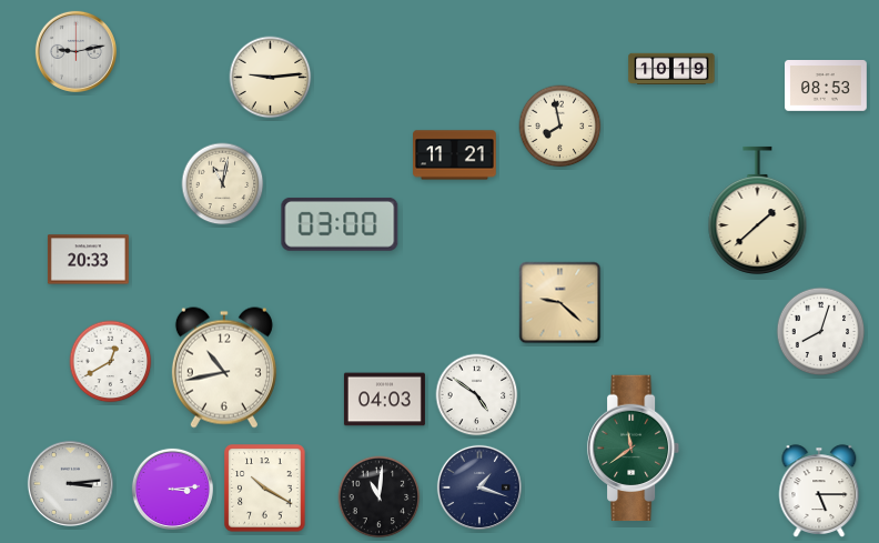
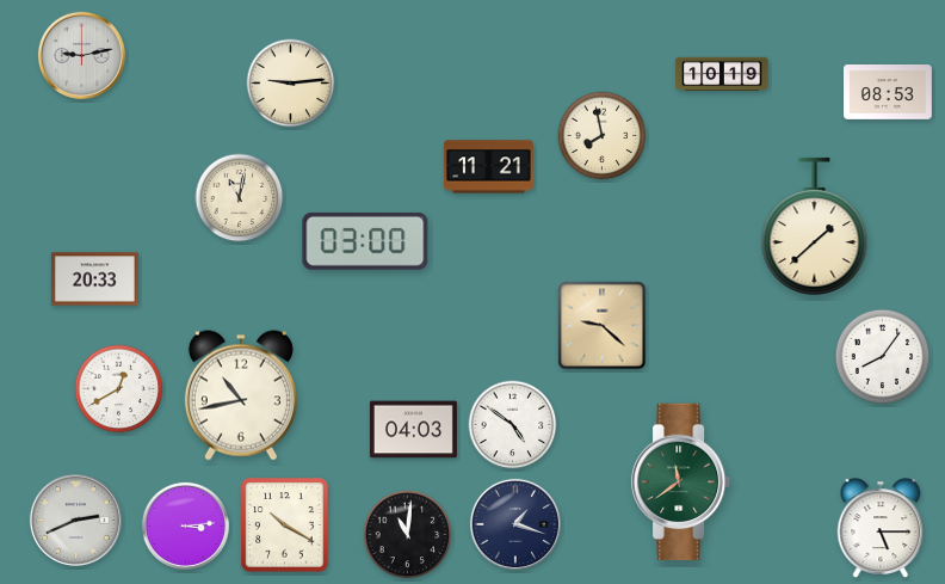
clock at (821, 332): 8:03 -> 8:06
clock at (70, 483): 3:14 -> 2:41
